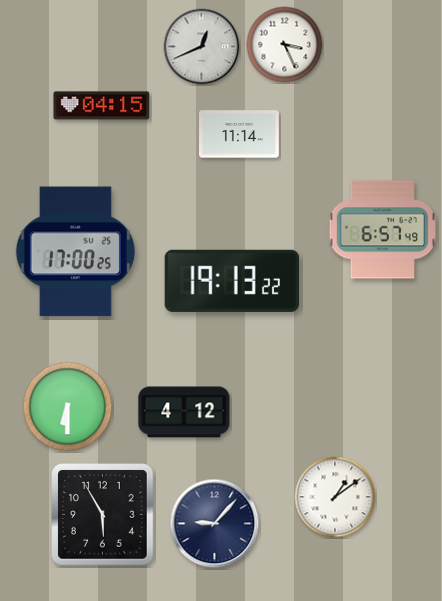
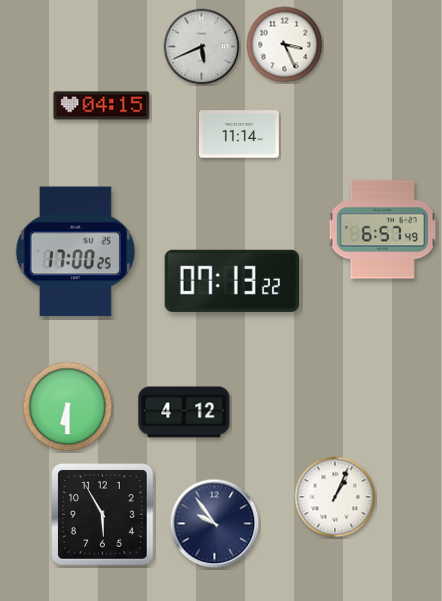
clock at (202, 47): 12:41 -> 5:41
clock at (231, 281): 19:13 -> 07:13
clock at (335, 497): 1:09 -> 1:04
clock at (215, 524): 9:07 -> 9:54
